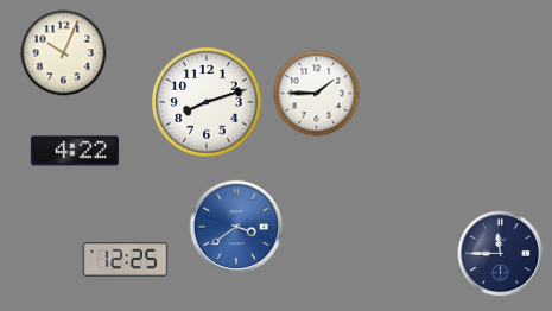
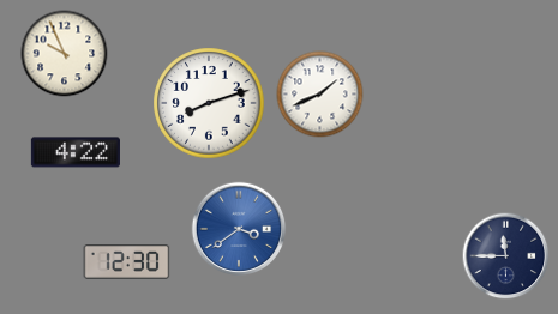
clock at (64, 53): 10:04 -> 9:56
clock at (317, 94): 1:45 -> 1:41
clock at (126, 260): 12:25 -> 12:30
